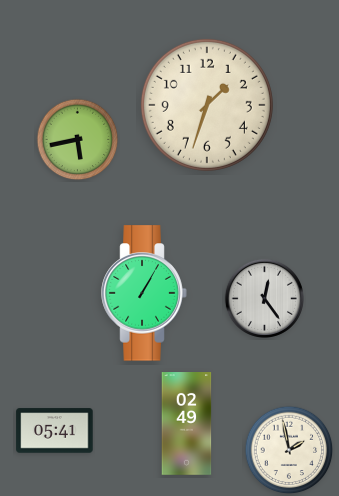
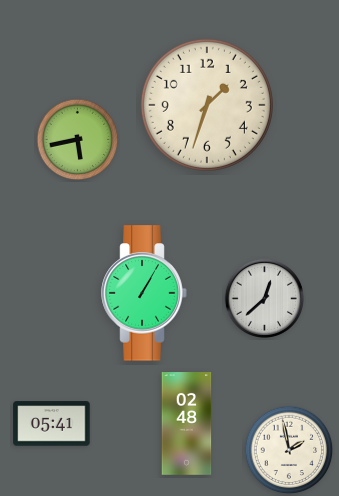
clock at (264, 298): 12:24 -> 12:38
clock at (187, 424): 02:49 -> 02:48
clock at (55, 431) position: (55, 431) -> (52, 424)
